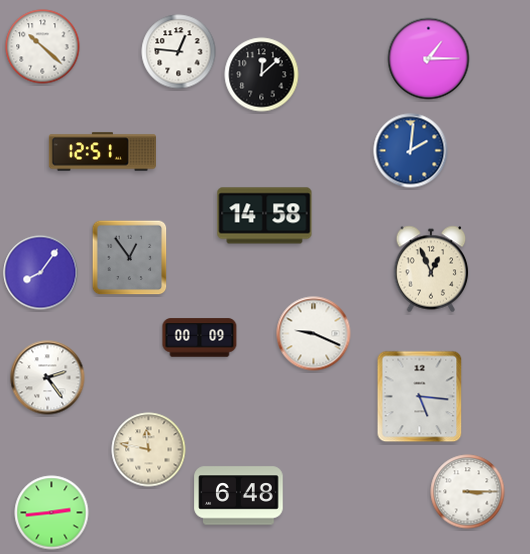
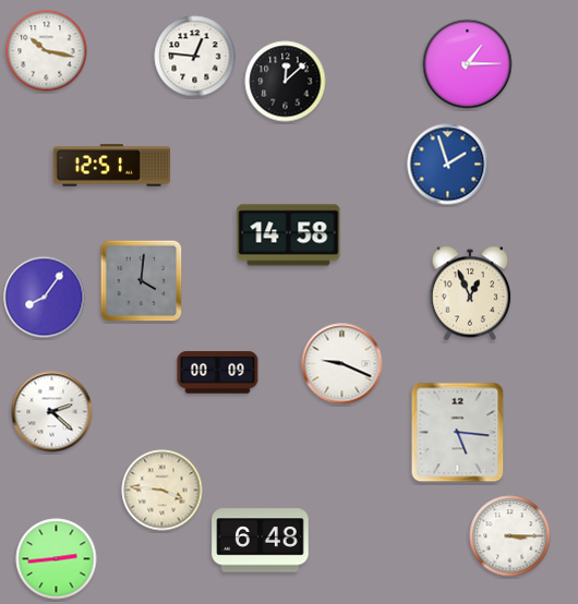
clock at (43, 47): 10:22 -> 10:17
clock at (411, 151): 2:01 -> 1:57
clock at (130, 258): 12:54 -> 4:01
clock at (200, 338) position: (200, 338) -> (218, 373)
clock at (48, 378): 2:24 -> 2:22
clock at (149, 450): 11:47 -> 3:46
